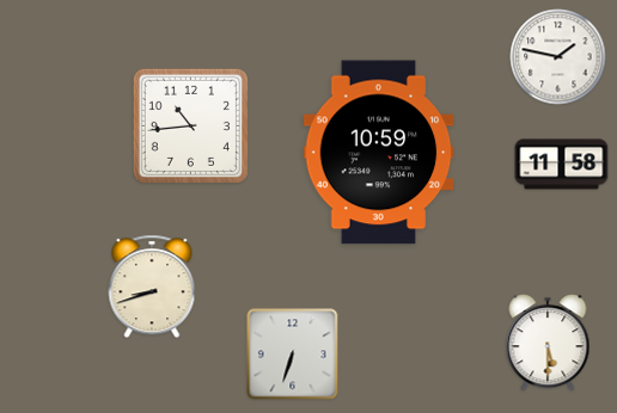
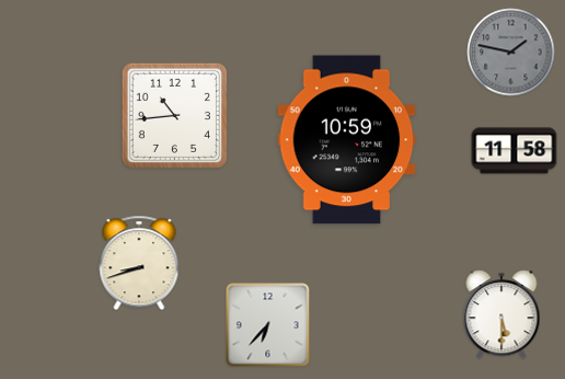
clock at (558, 57) dial: white -> grey
clock at (293, 355): 6:33 -> 6:37
